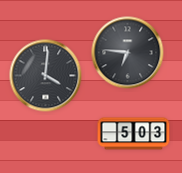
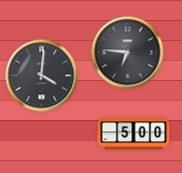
clock at (46, 76) position: (46, 76) -> (42, 76)
clock at (134, 134): 5:03 -> 5:00
